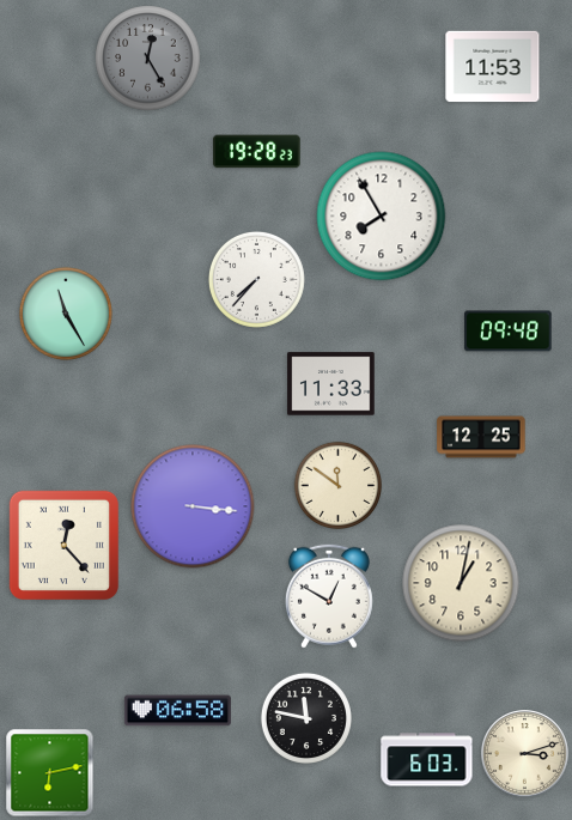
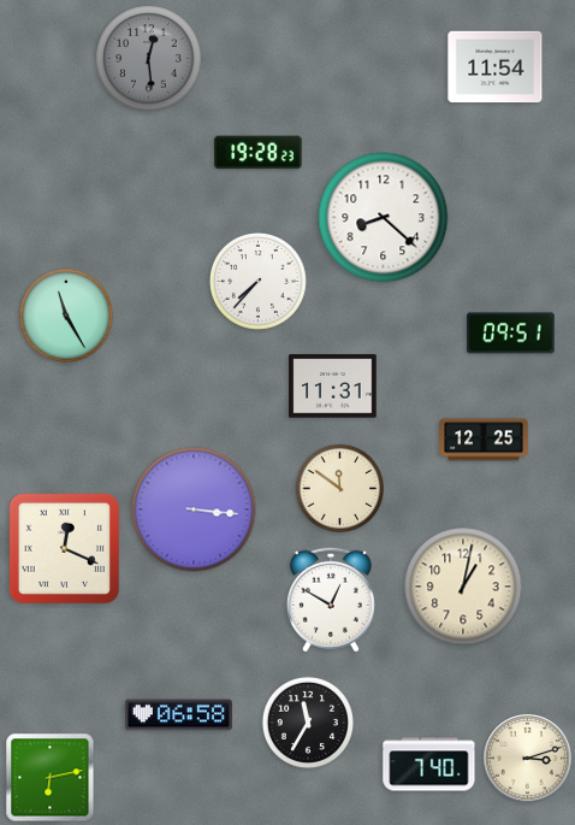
clock at (148, 59): 12:25 -> 12:29
clock at (493, 67): 11:53 -> 11:54
clock at (382, 217): 7:55 -> 8:22
clock at (509, 332): 09:48 -> 09:51
clock at (331, 384): 11:33 -> 11:31
clock at (63, 545): 12:23 -> 12:19
clock at (306, 718): 11:47 -> 11:35
clock at (427, 760): 6:03 -> 7:40
